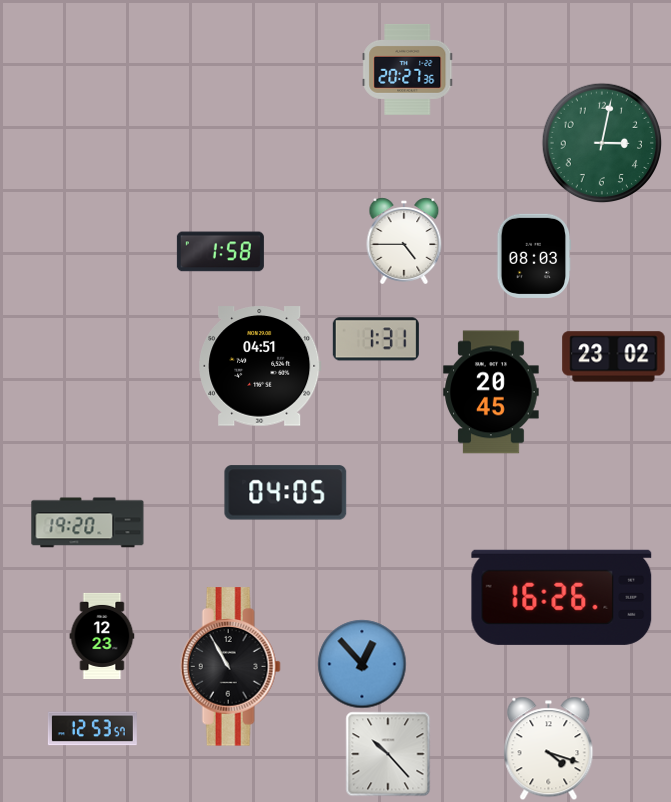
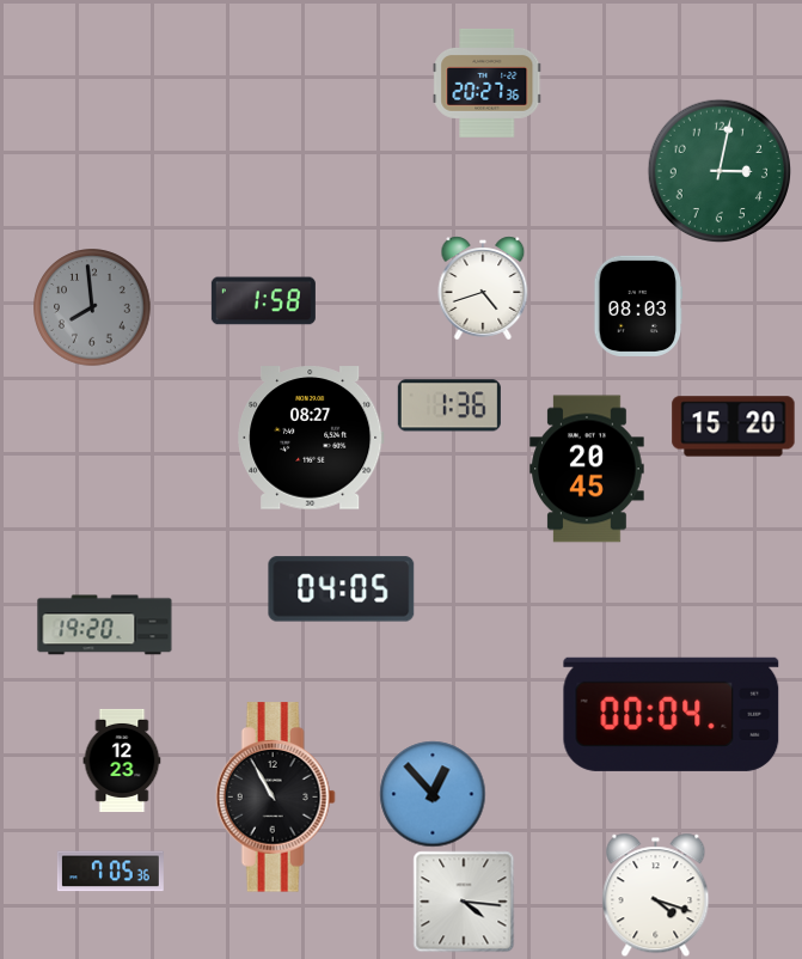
clock at (404, 241): 4:45 -> 4:42
clock at (92, 307): none -> 7:59
clock at (376, 339): 1:31 -> 1:36
clock at (614, 357): 23:02 -> 15:20
clock at (260, 366): 04:51 -> 08:27
clock at (562, 597): 16:26 -> 00:04
clock at (92, 729): 12:53 -> 7:05
clock at (388, 754): 10:23 -> 4:16
